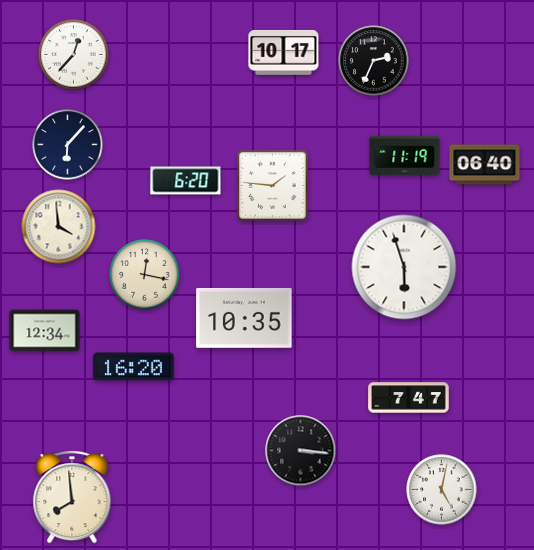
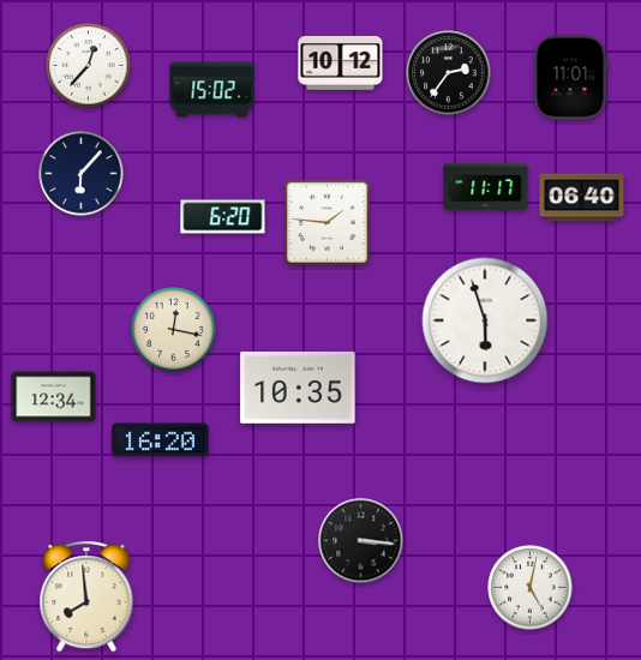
clock at (284, 53): 10:17 -> 10:12
clock at (374, 61): 2:34 -> 2:36
clock at (570, 78): none -> 11:01
clock at (212, 90): none -> 15:02
clock at (405, 155): 11:19 -> 11:17
clock at (59, 227): 3:59 -> none
clock at (244, 318) position: (244, 318) -> (298, 388)
clock at (409, 398): 7:47 -> none
